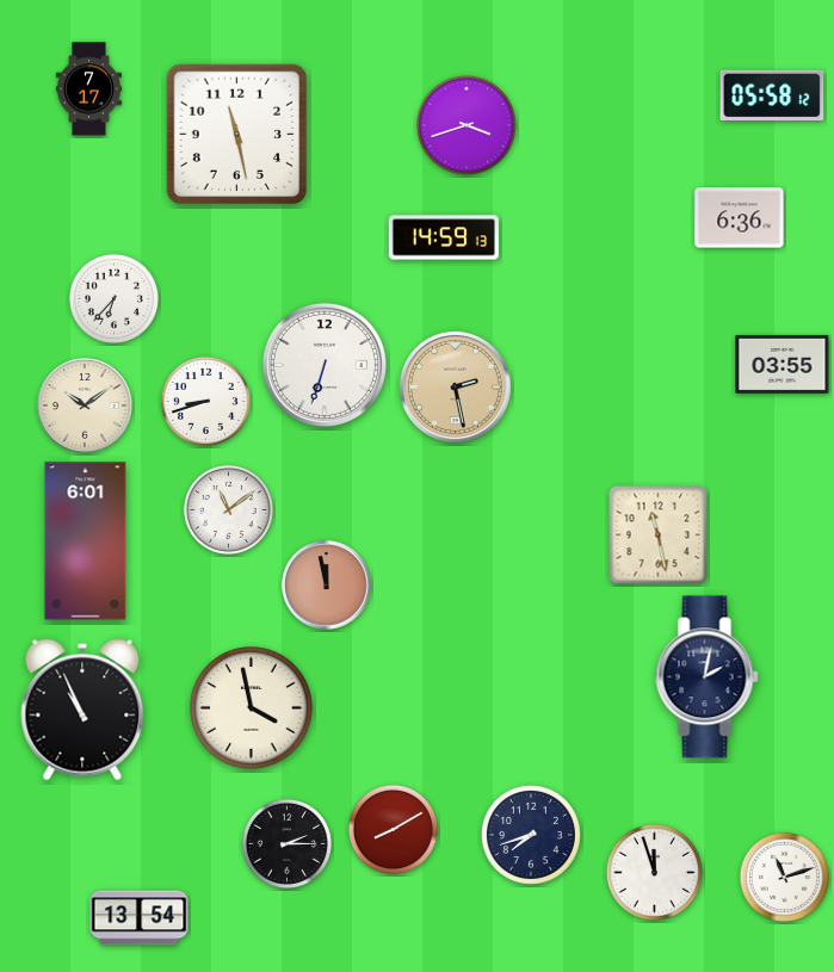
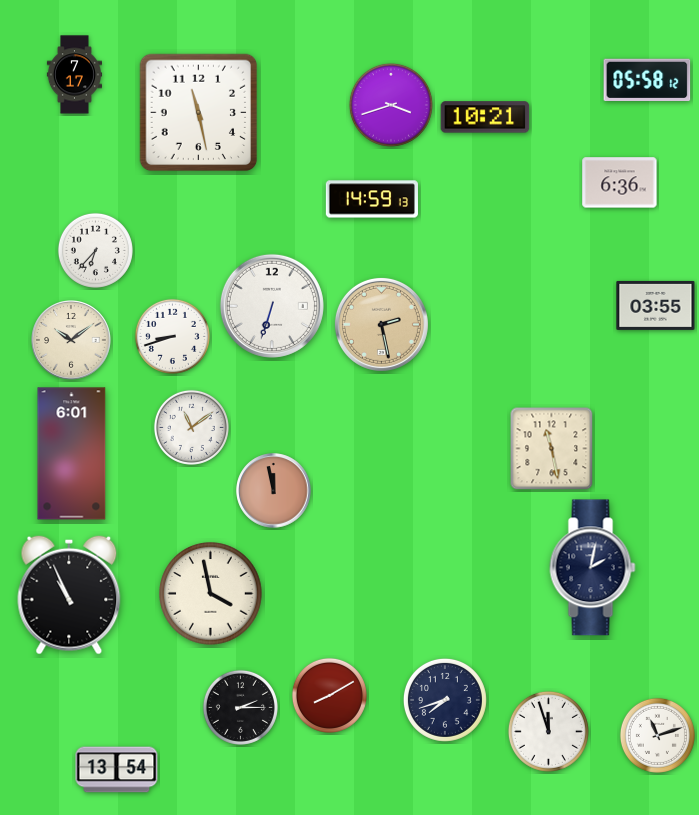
clock at (485, 117): none -> 10:21
